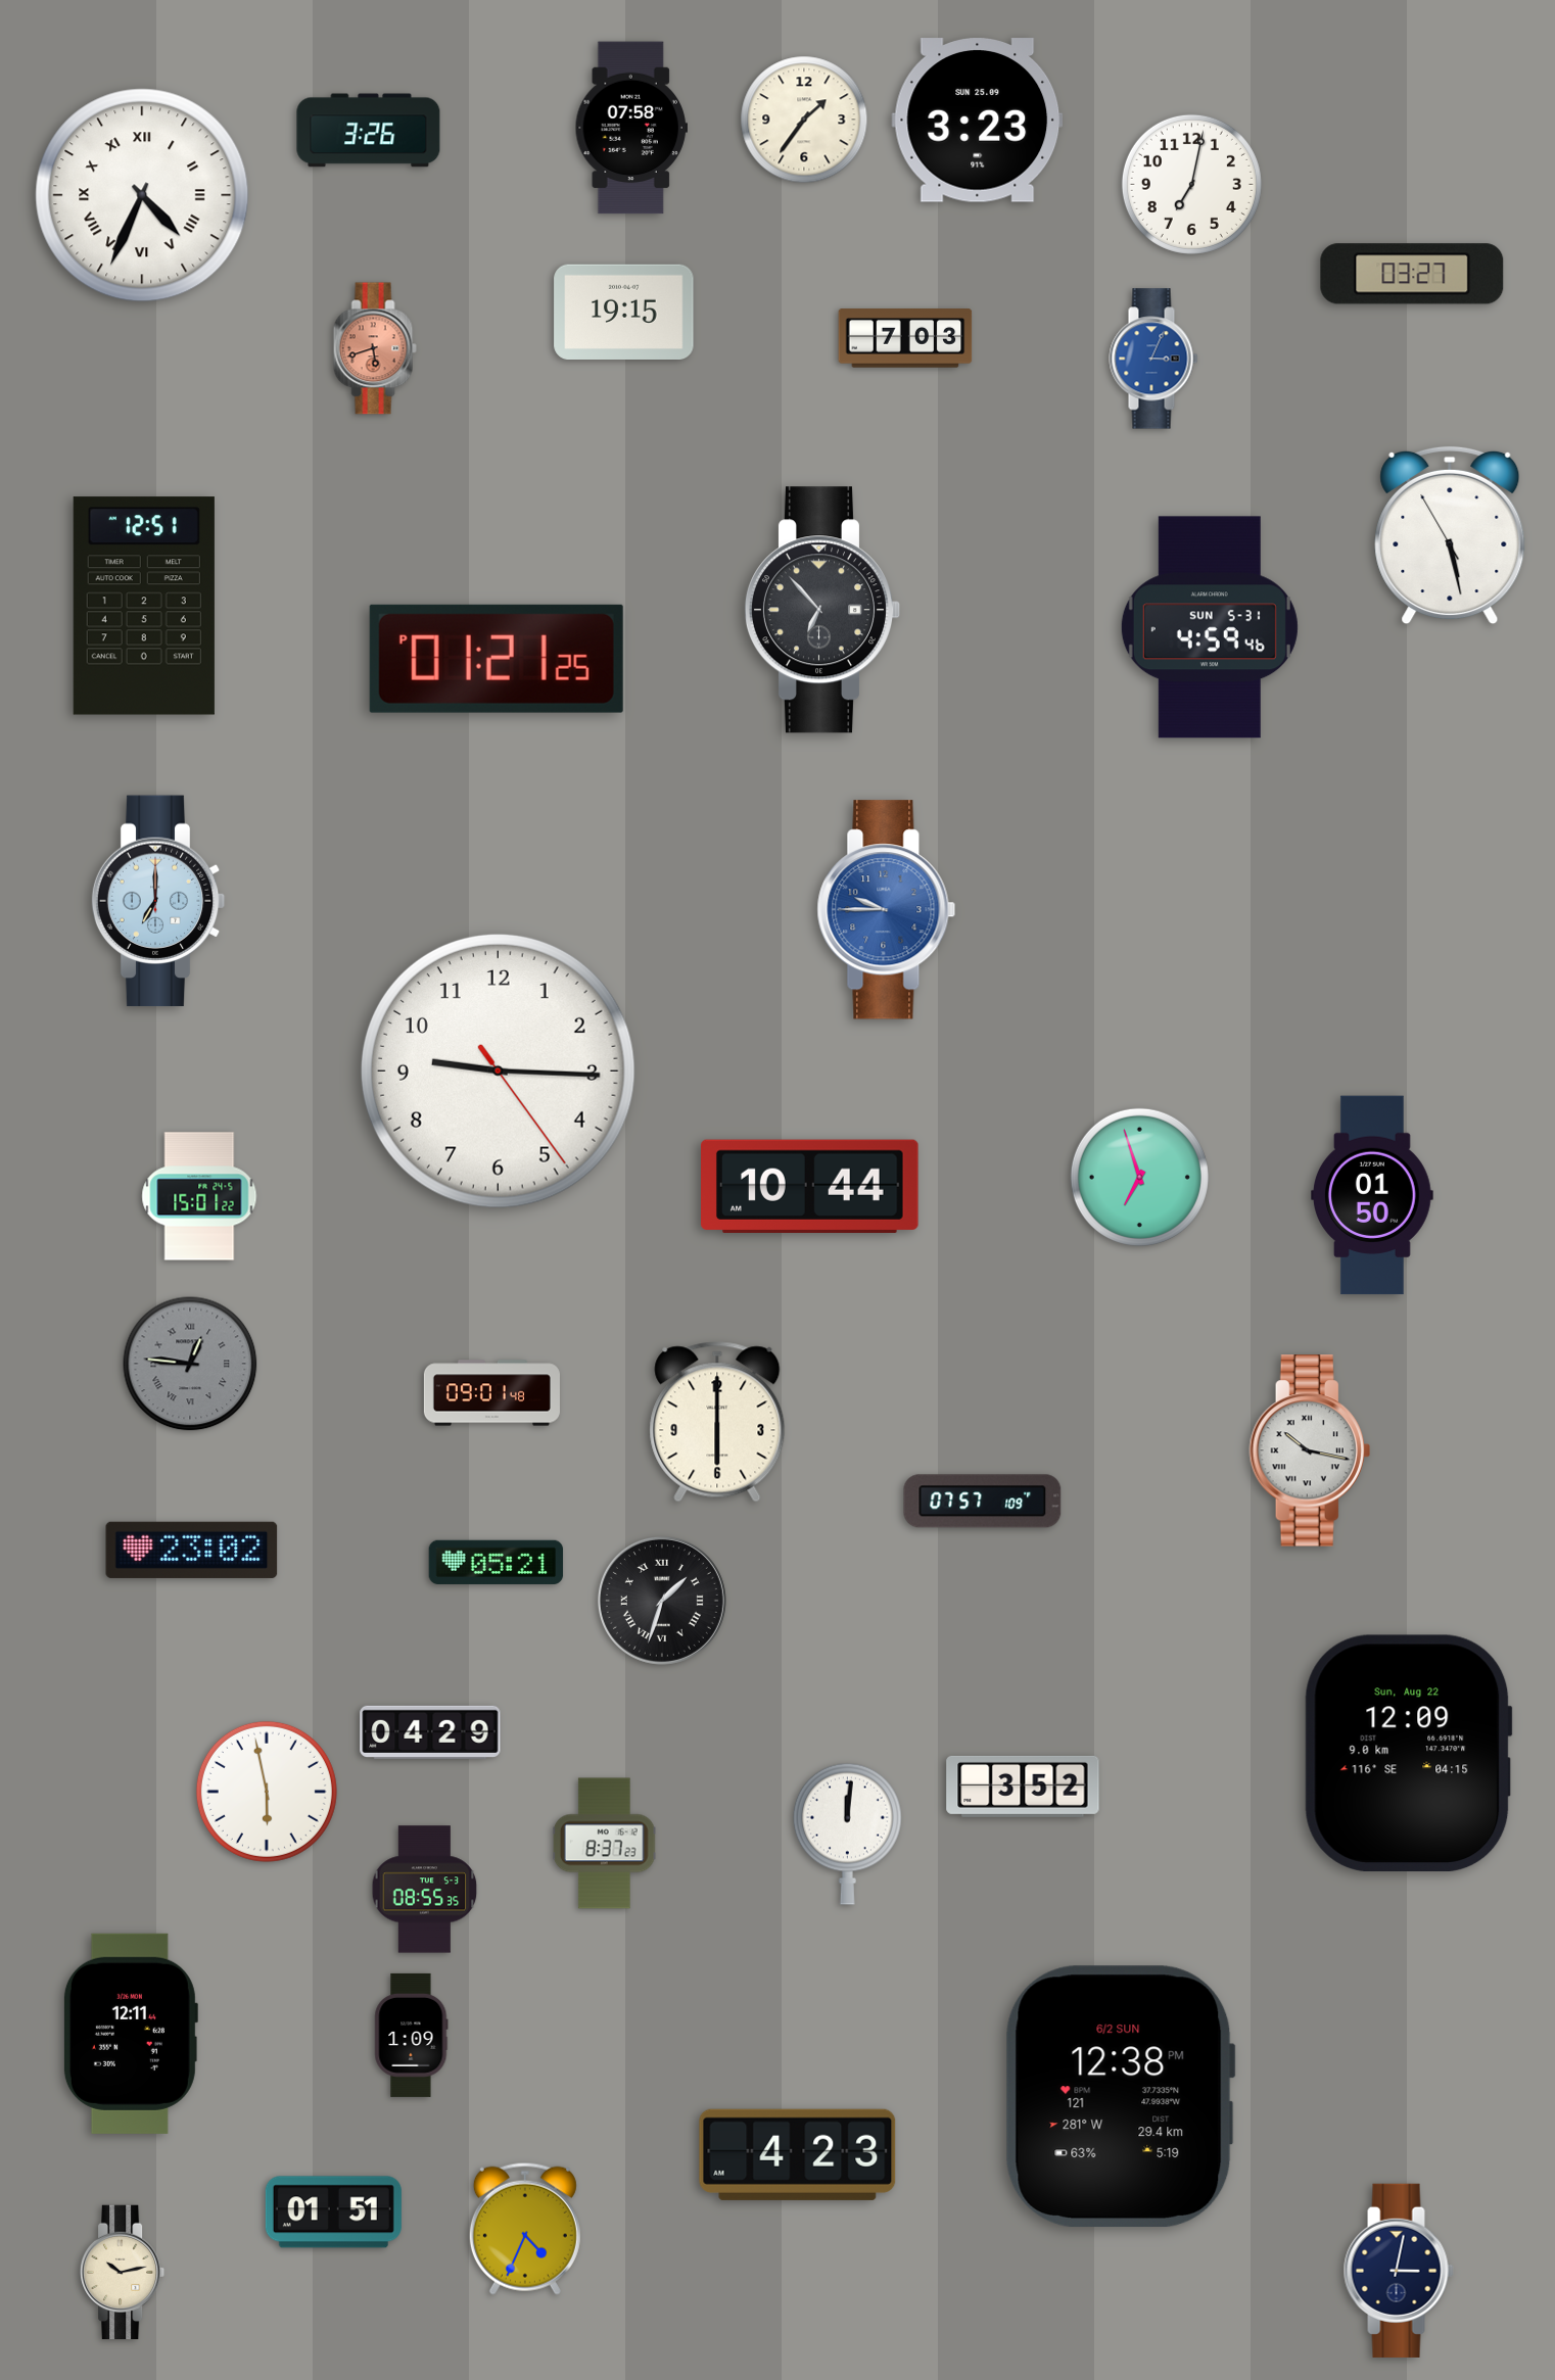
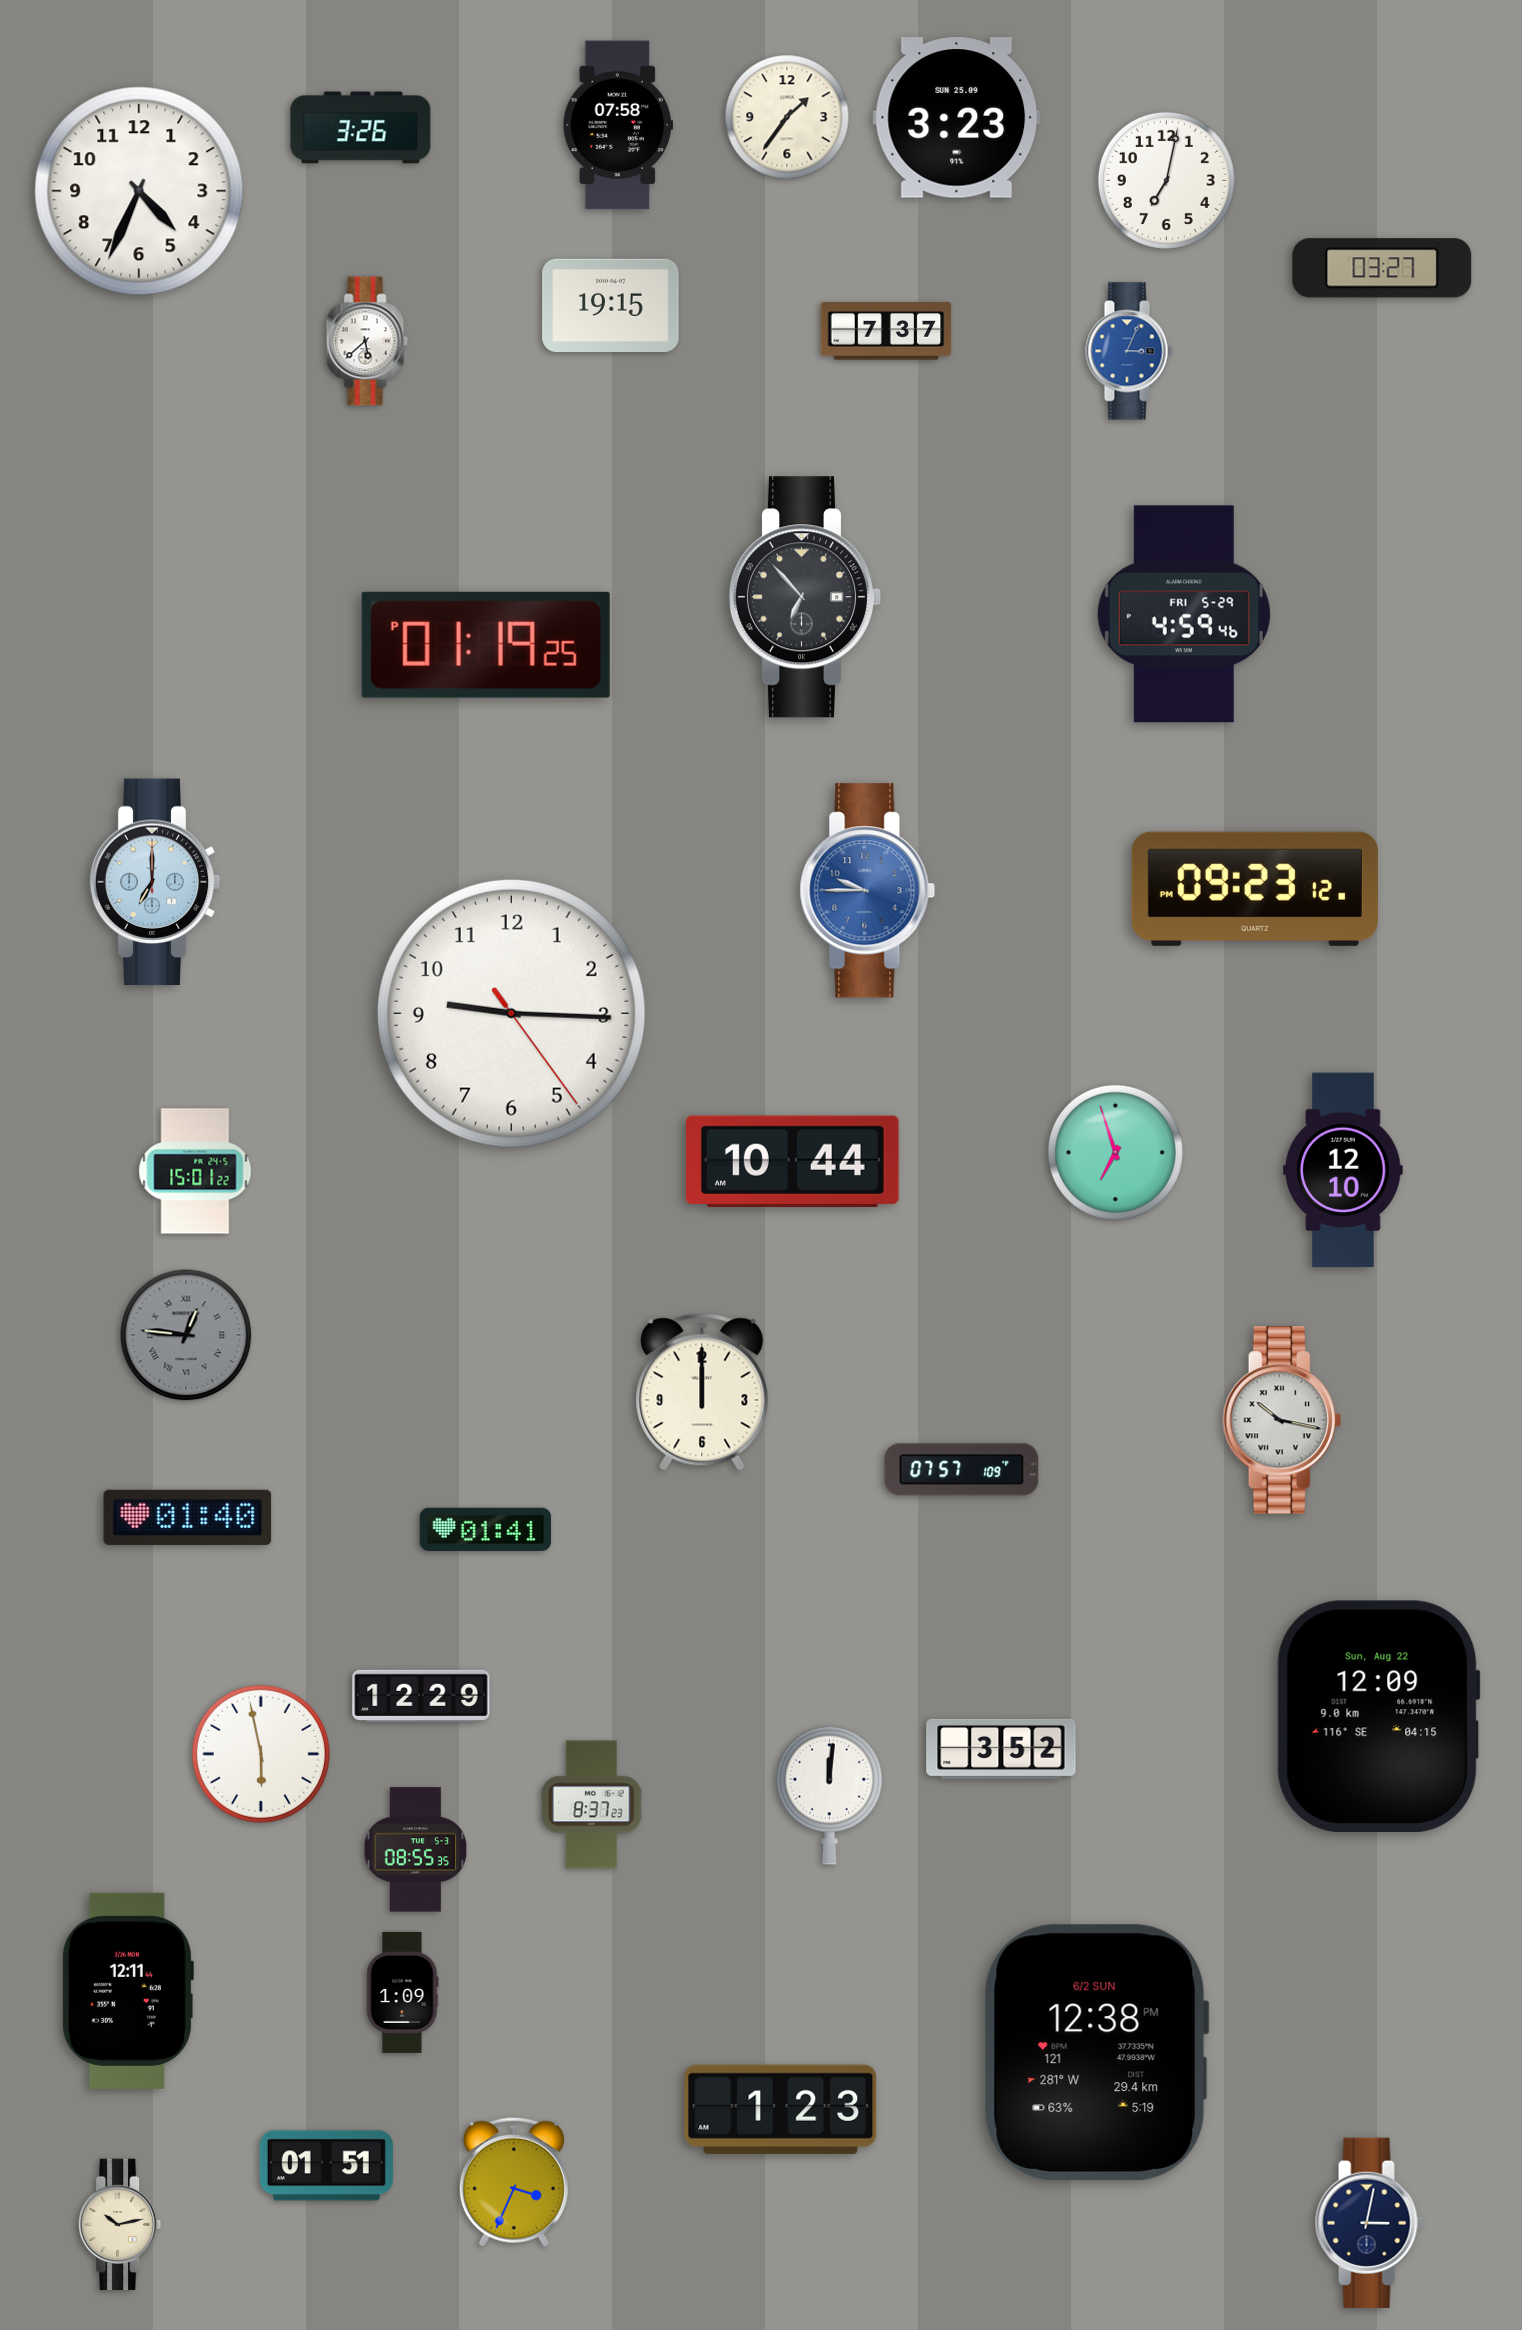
clock at (142, 195) numerals: Roman -> Arabic
clock at (905, 338): 7:03 -> 7:37
clock at (375, 348): 5:42 -> 5:38
clock at (375, 348) dial: salmon -> white
clock at (1450, 535): 5:27 -> none
clock at (144, 606): 12:51 -> none
clock at (1210, 627) date: SUN 5-31 -> FRI 5-29
clock at (497, 659): 01:21 -> 01:19
clock at (1255, 889): none -> 09:23
clock at (498, 1070) position: (498, 1070) -> (511, 1013)
clock at (1373, 1195): 01:50 -> 12:10
clock at (491, 1393): 09:01 -> none
clock at (717, 1422): 6:00 -> 12:00
clock at (192, 1550): 23:02 -> 01:40
clock at (497, 1562): 05:21 -> 01:41
clock at (662, 1601): 1:33 -> none
clock at (430, 1732): 04:29 -> 12:29
clock at (798, 2154): 4:23 -> 1:23
clock at (525, 2229): 4:34 -> 3:34
